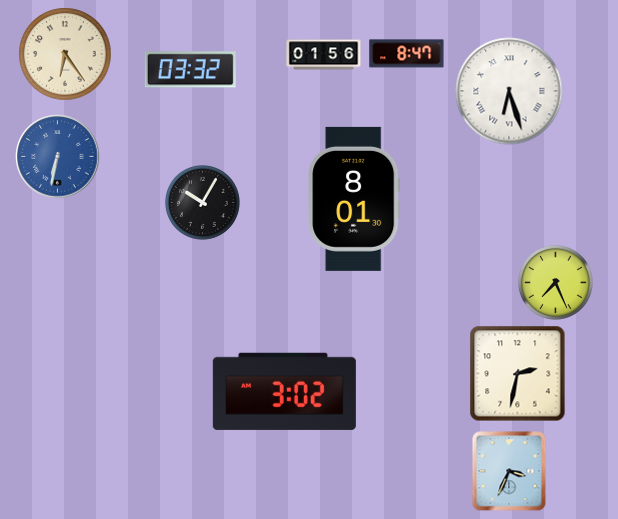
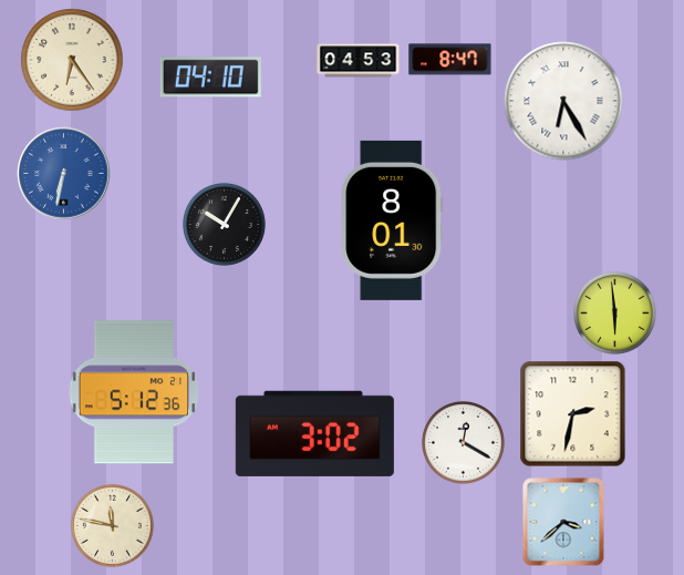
clock at (324, 55): 01:56 -> 04:53
clock at (190, 70): 03:32 -> 04:10
clock at (509, 91): 6:27 -> 6:25
clock at (555, 282): 7:26 -> 5:59
clock at (134, 392): none -> 5:12
clock at (463, 442): none -> 12:20
clock at (509, 471): 3:34 -> 3:38
clock at (112, 525): none -> 11:47
